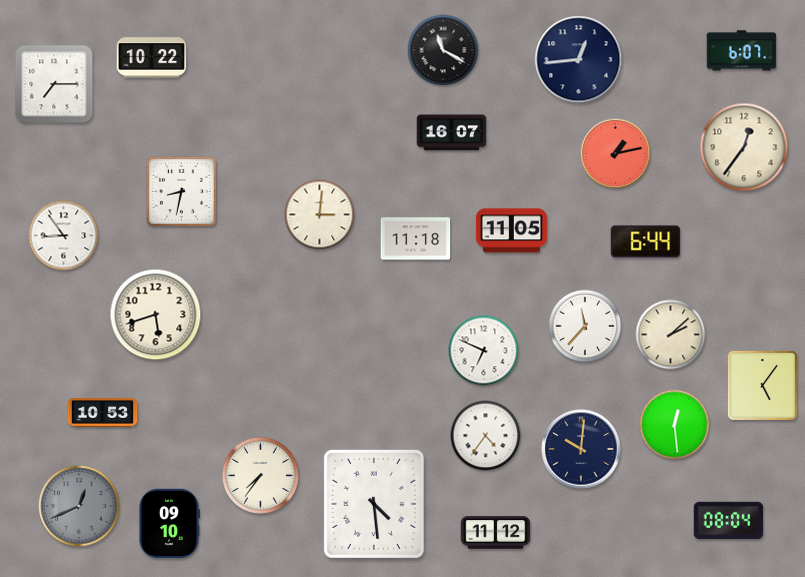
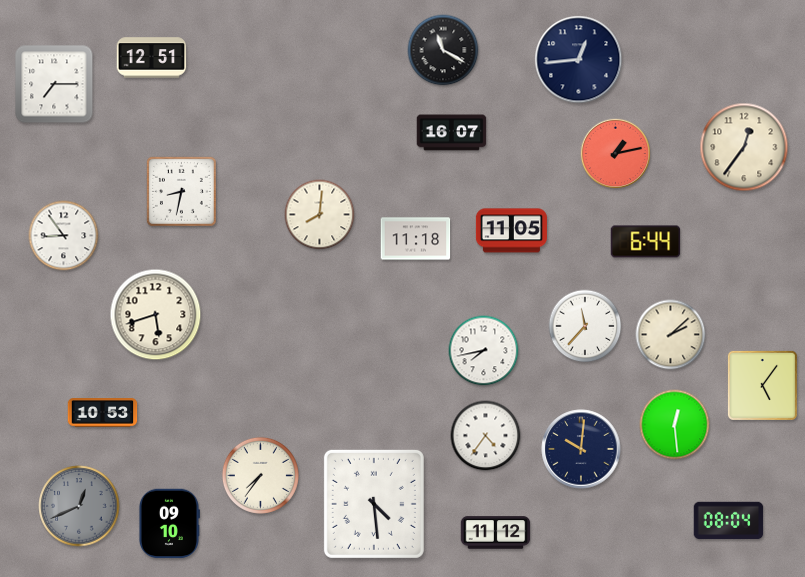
clock at (742, 51): 6:07 -> none
clock at (152, 58): 10:22 -> 12:51
clock at (320, 215): 3:01 -> 8:01
clock at (484, 351): 6:49 -> 7:43
